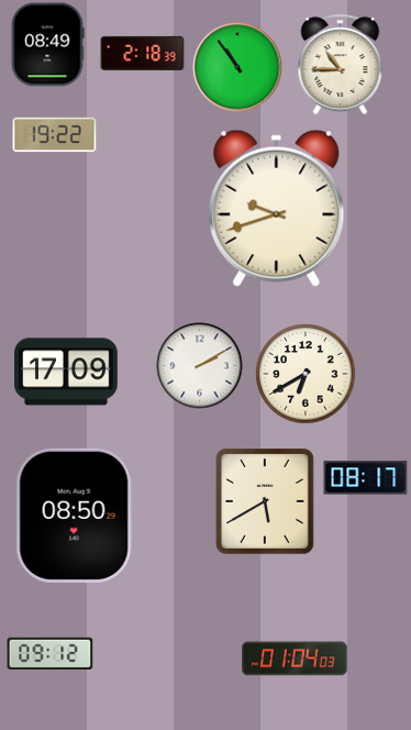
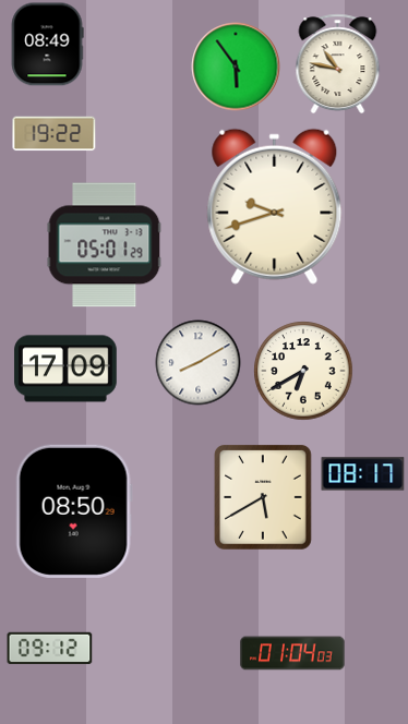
clock at (143, 53): 2:18 -> none
clock at (341, 65): 10:45 -> 10:47
clock at (237, 67): 10:54 -> 5:54
clock at (105, 245): none -> 05:01
clock at (200, 366): 2:10 -> 8:10
